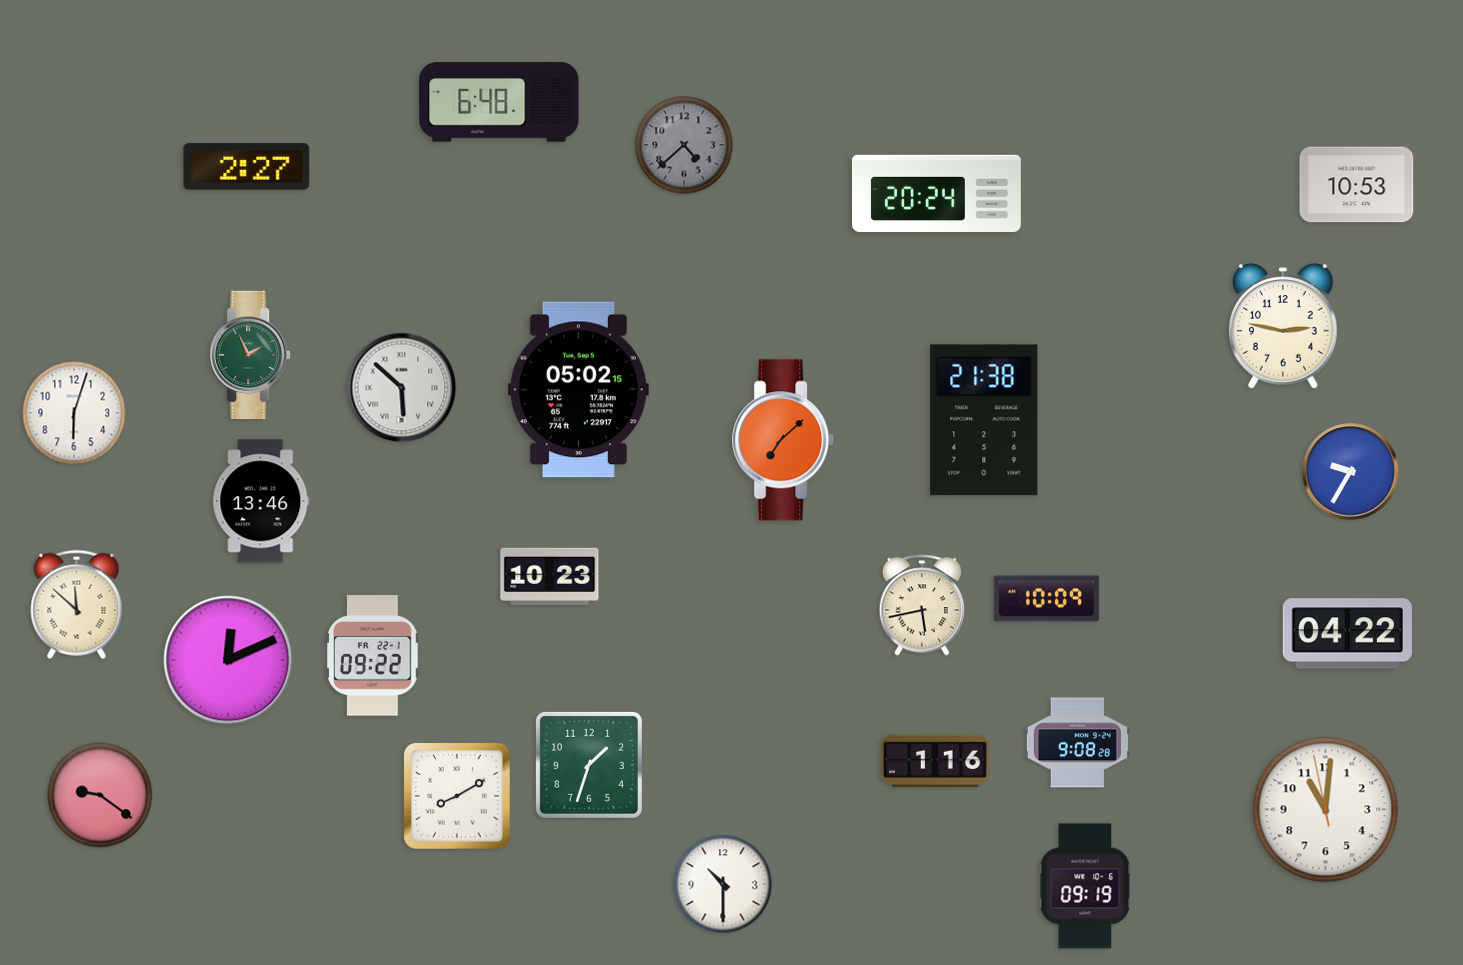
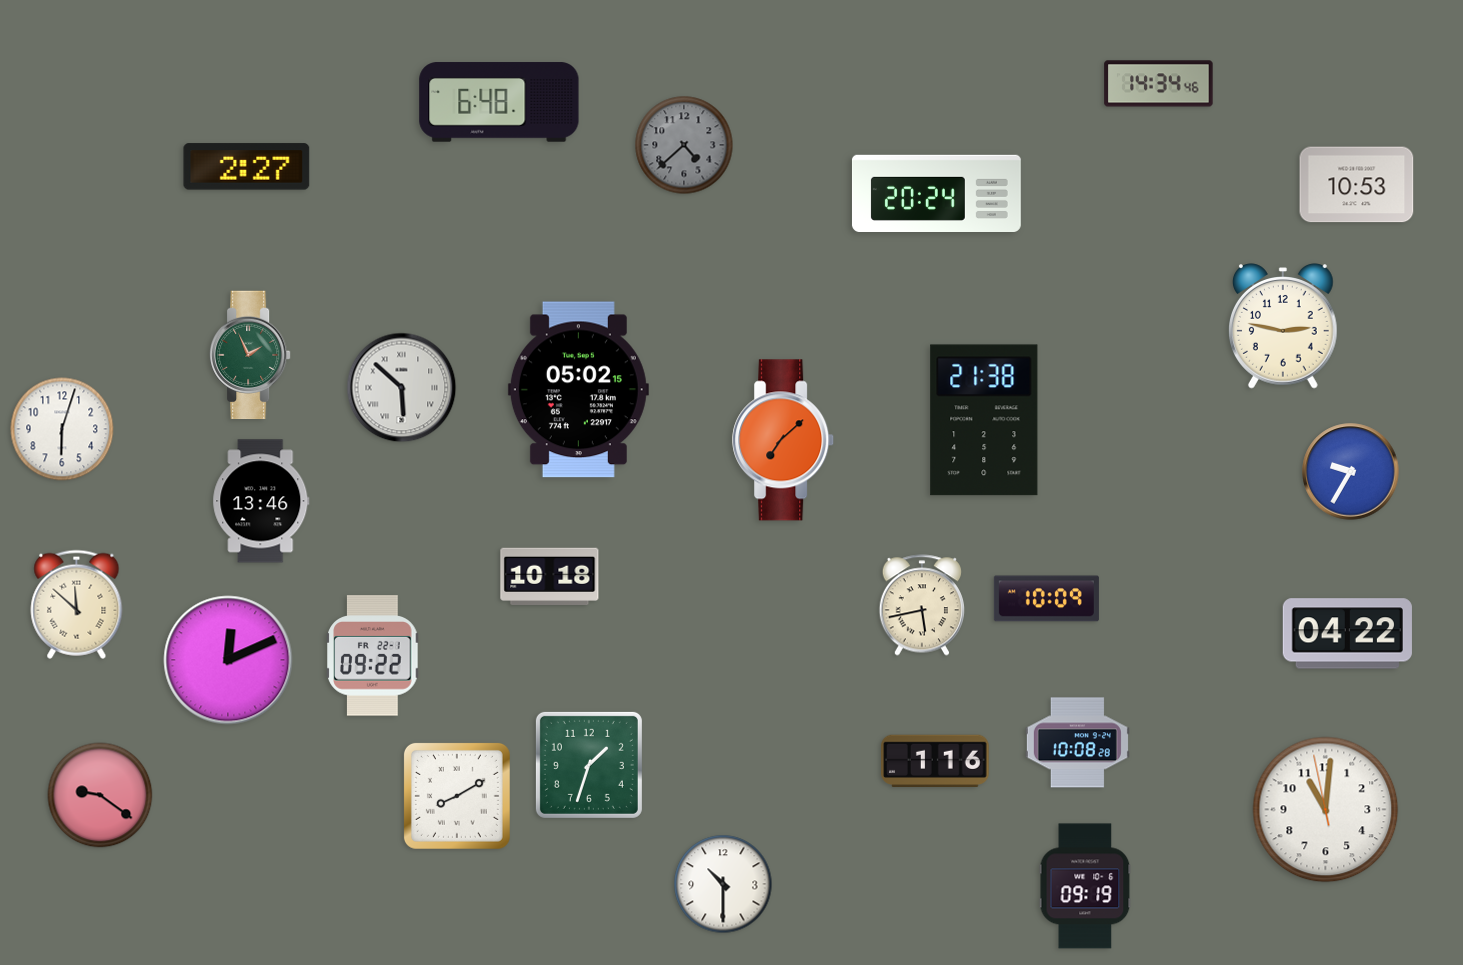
clock at (1159, 84): none -> 14:34
clock at (74, 413) position: (74, 413) -> (62, 429)
clock at (550, 577): 10:23 -> 10:18
clock at (1077, 743): 9:08 -> 10:08
